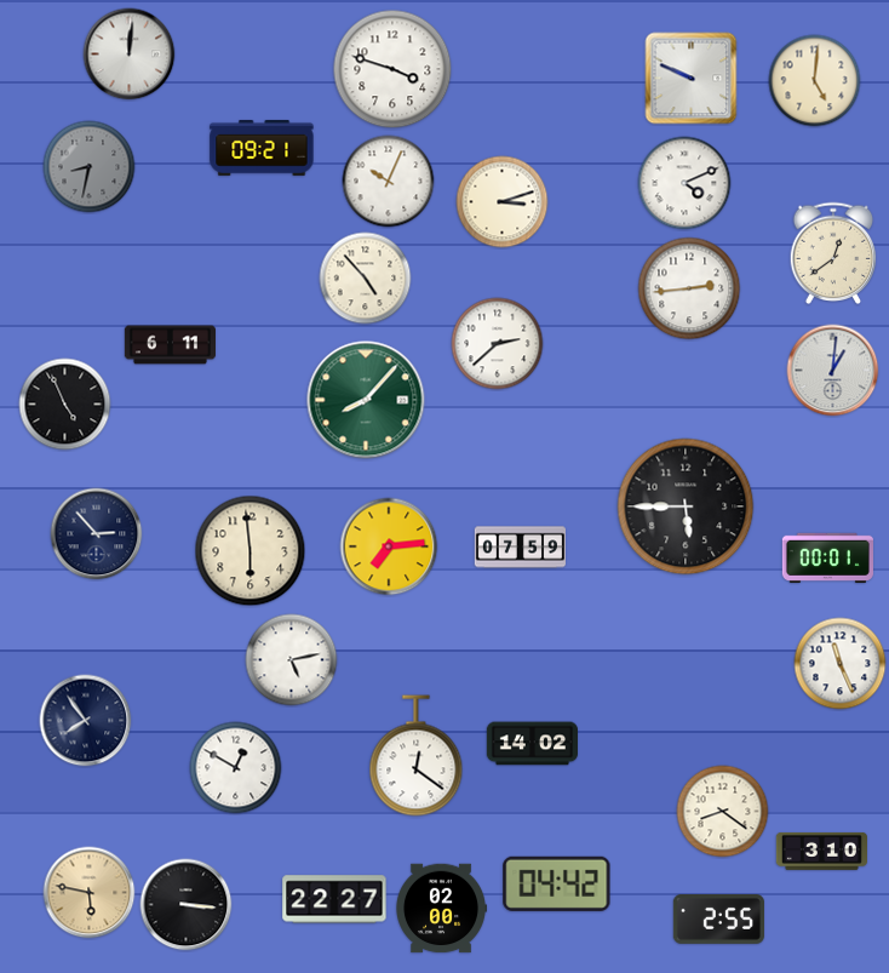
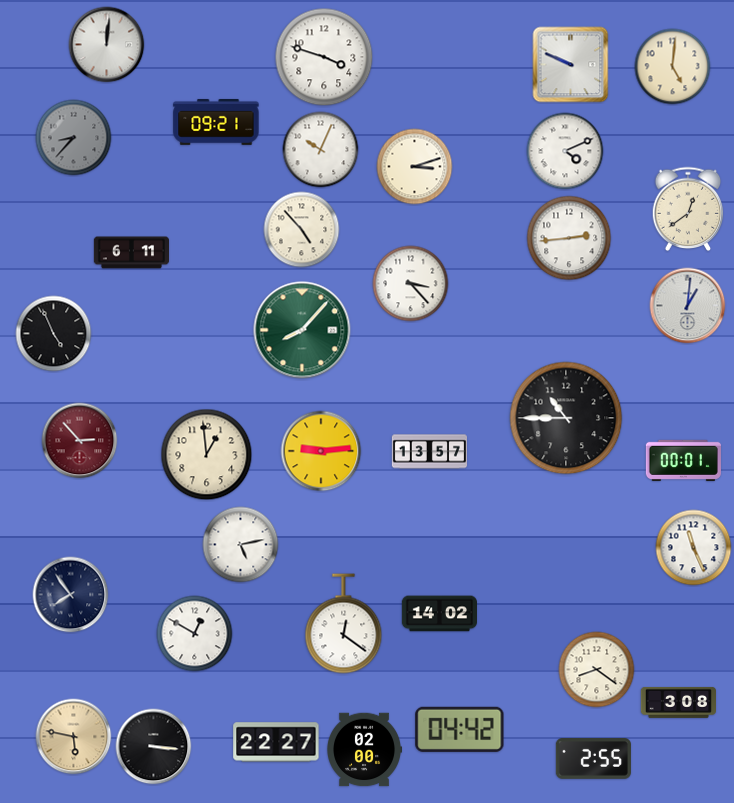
clock at (90, 167): 8:32 -> 8:37
clock at (498, 344): 2:38 -> 3:23
clock at (170, 345) position: (170, 345) -> (131, 253)
clock at (686, 506): 5:45 -> 10:45
clock at (97, 534) dial: navy -> burgundy
clock at (389, 546): 7:14 -> 9:14
clock at (520, 548): 07:59 -> 13:57
clock at (251, 551): 5:59 -> 12:59
clock at (821, 851): 3:10 -> 3:08
